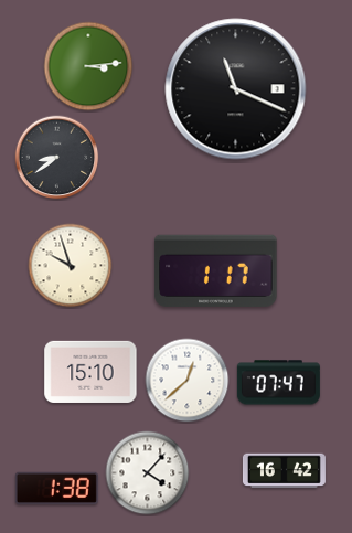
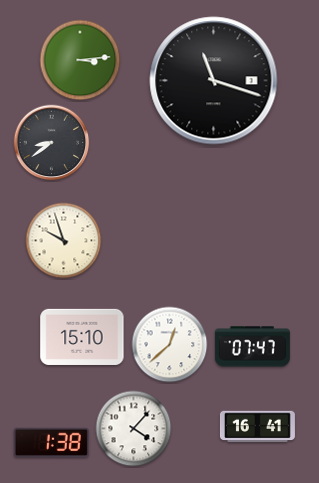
clock at (236, 89): 11:19 -> 11:18
clock at (216, 270): 1:17 -> none
clock at (284, 471): 16:42 -> 16:41
